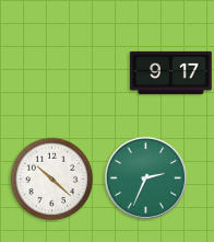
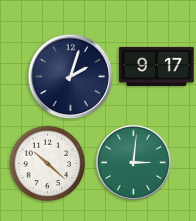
clock at (71, 77): none -> 2:03
clock at (145, 177): 2:34 -> 3:01
